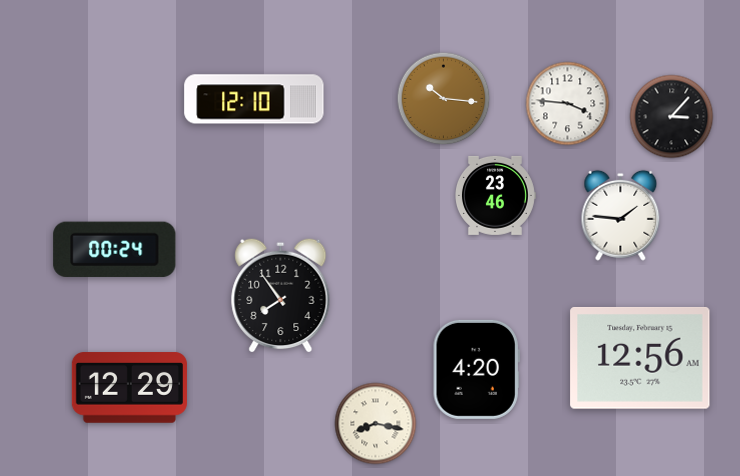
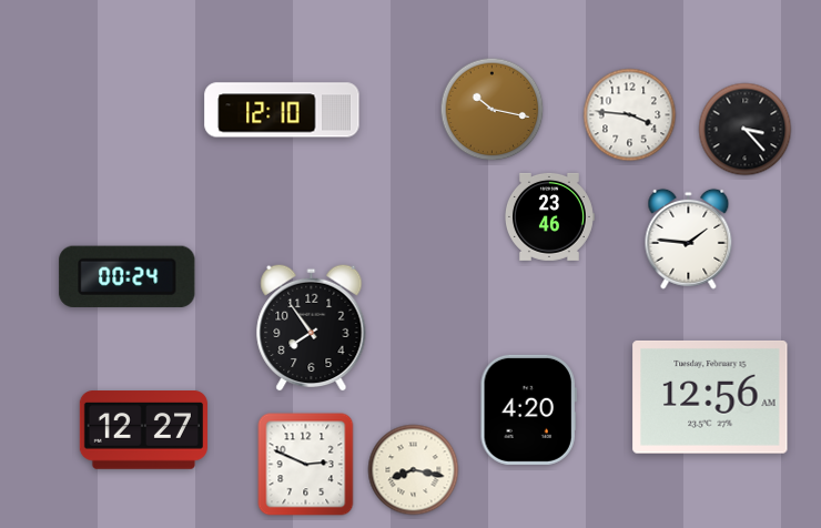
clock at (444, 99): 10:16 -> 10:17
clock at (672, 117): 3:07 -> 3:23
clock at (129, 388): 12:29 -> 12:27
clock at (306, 465): none -> 2:49
clock at (376, 424) position: (376, 424) -> (414, 470)
